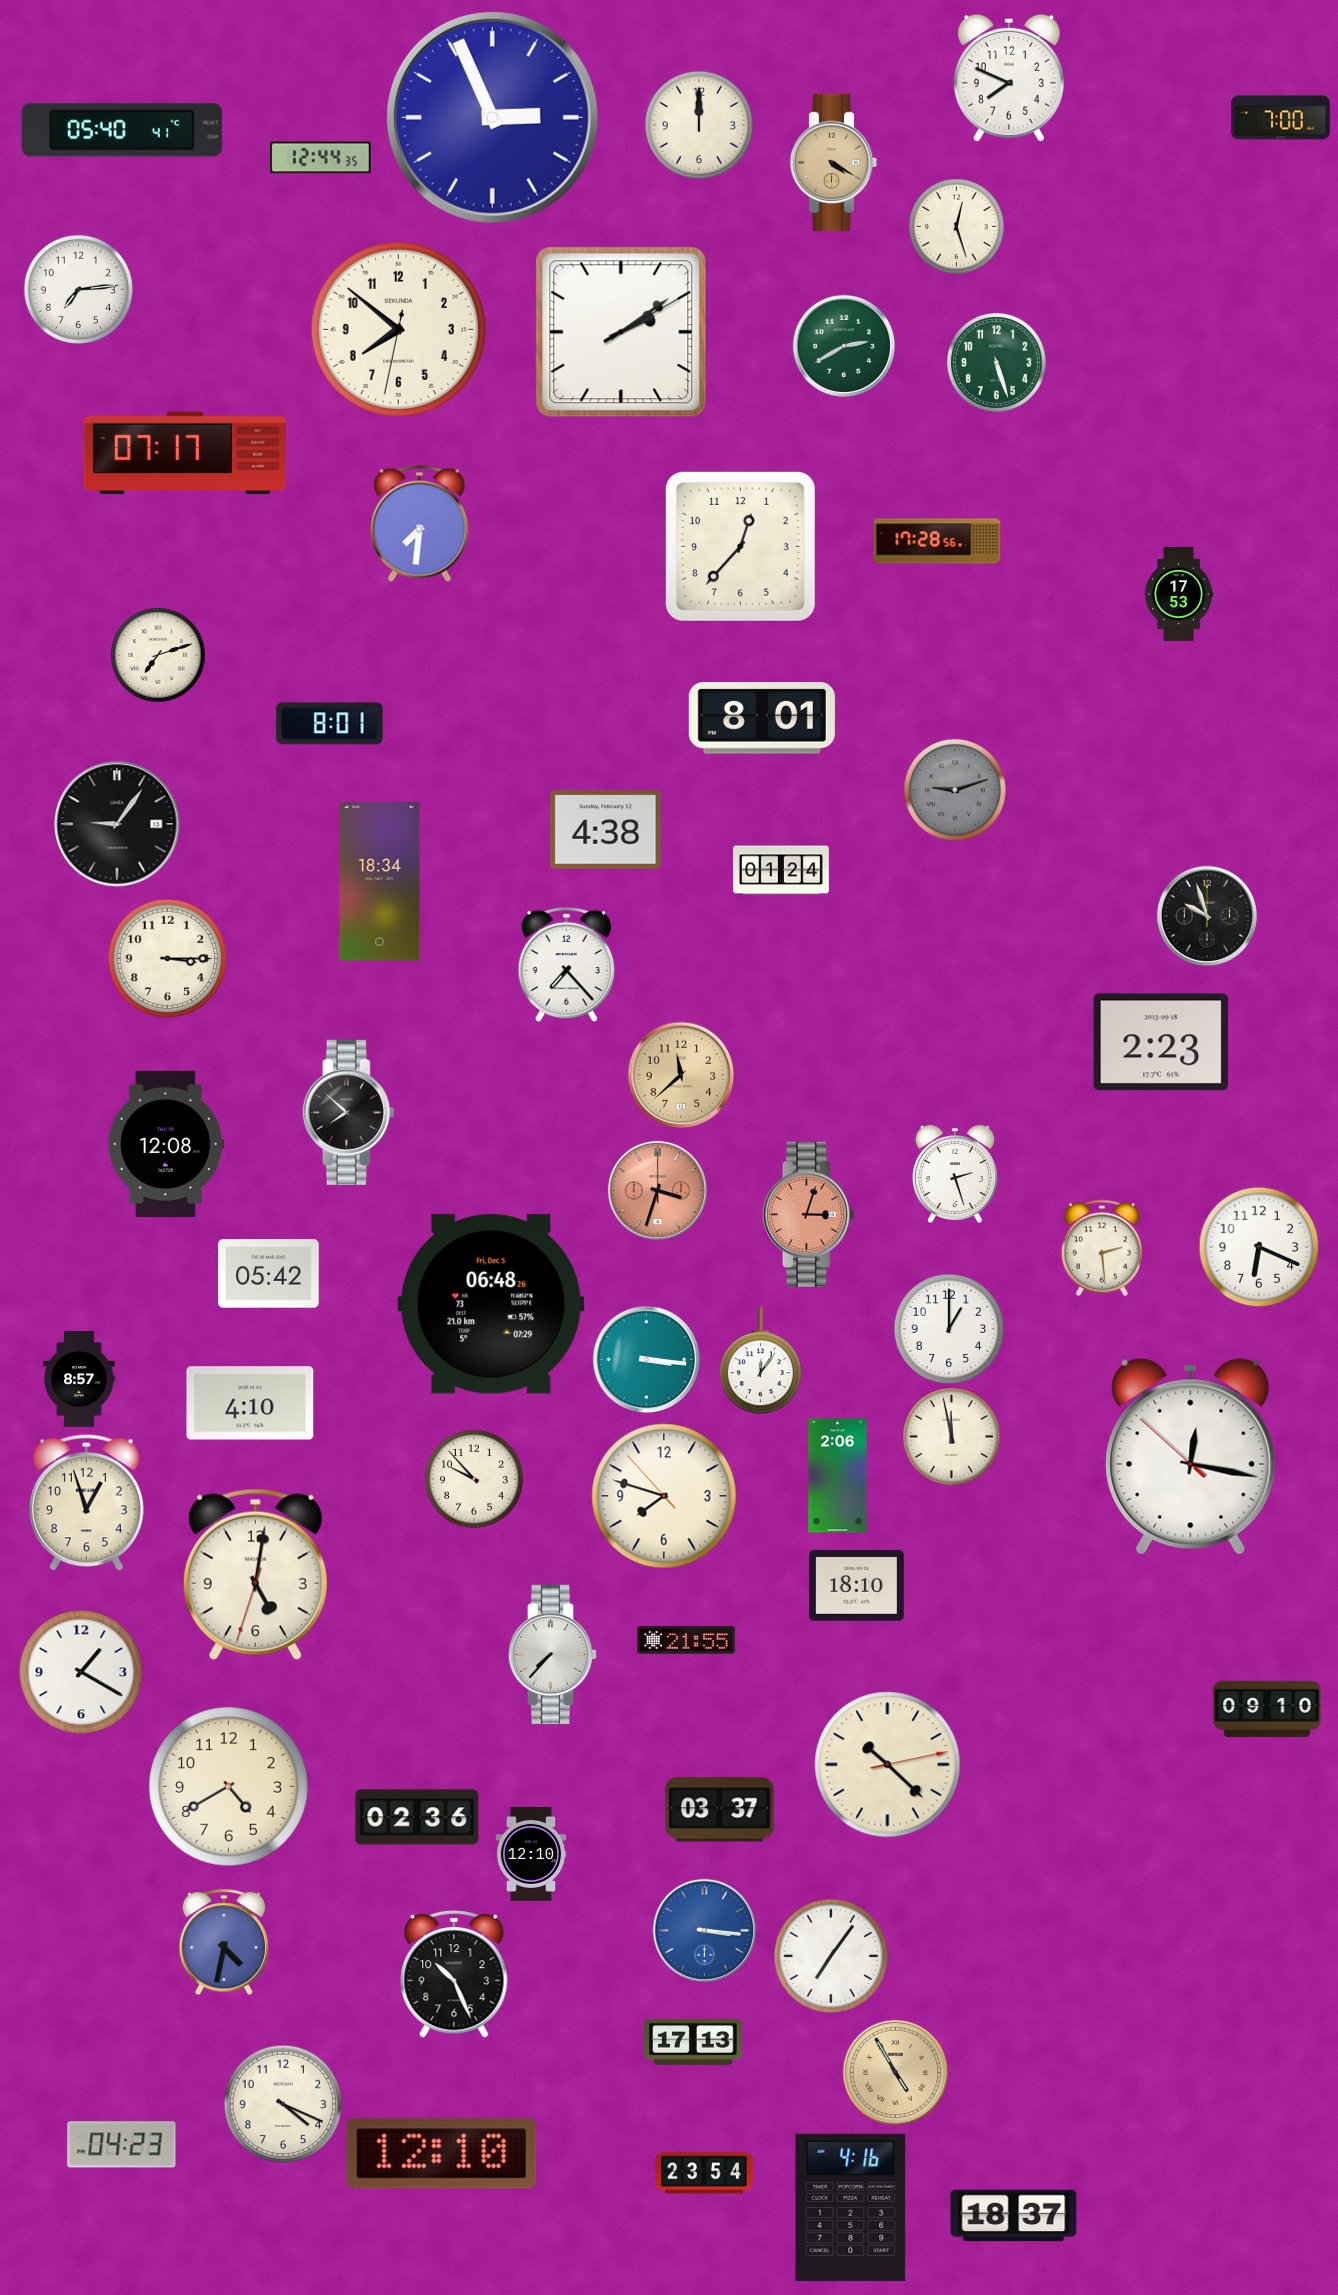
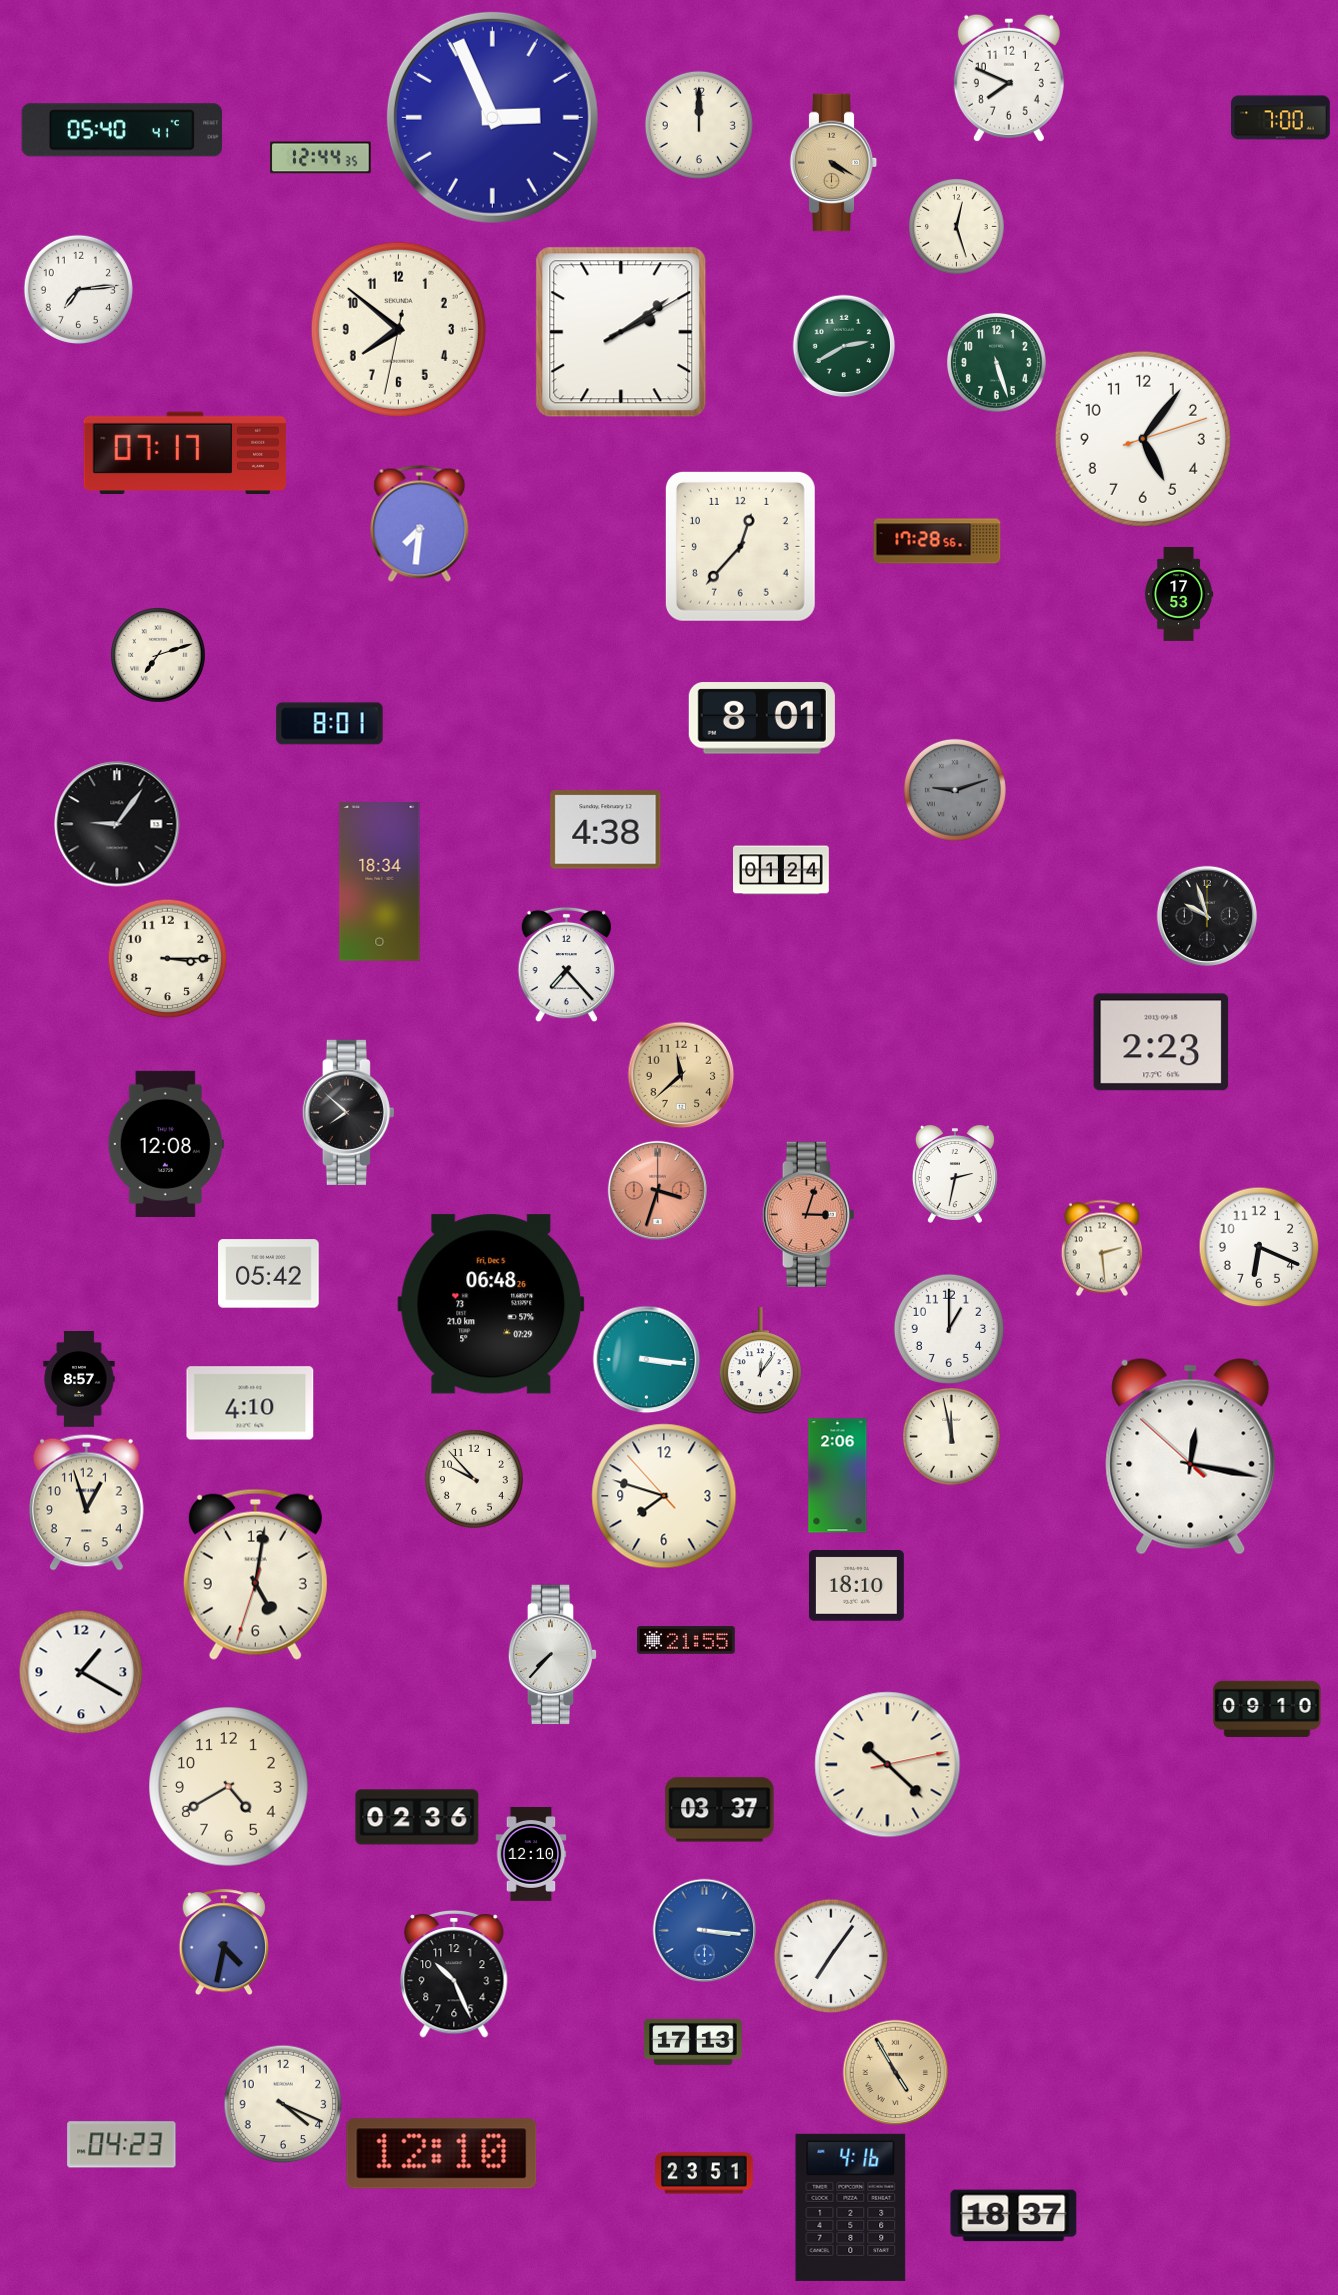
clock at (1143, 439): none -> 5:06
clock at (955, 1174): 2:27 -> 2:32
clock at (704, 2173): 23:54 -> 23:51
